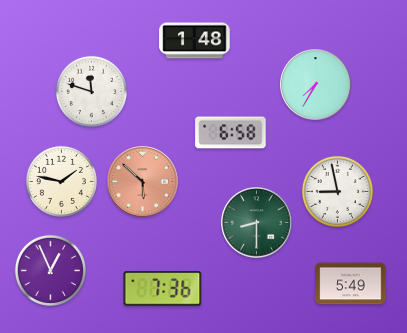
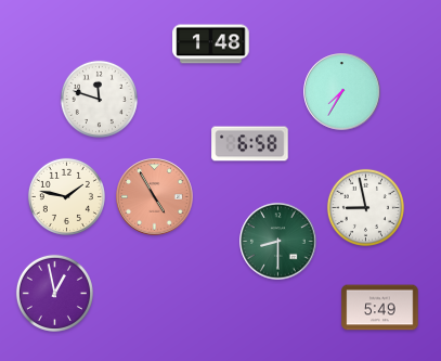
clock at (143, 182): 5:52 -> 4:55
clock at (50, 270): 12:56 -> 12:58
clock at (163, 289): 7:36 -> none
